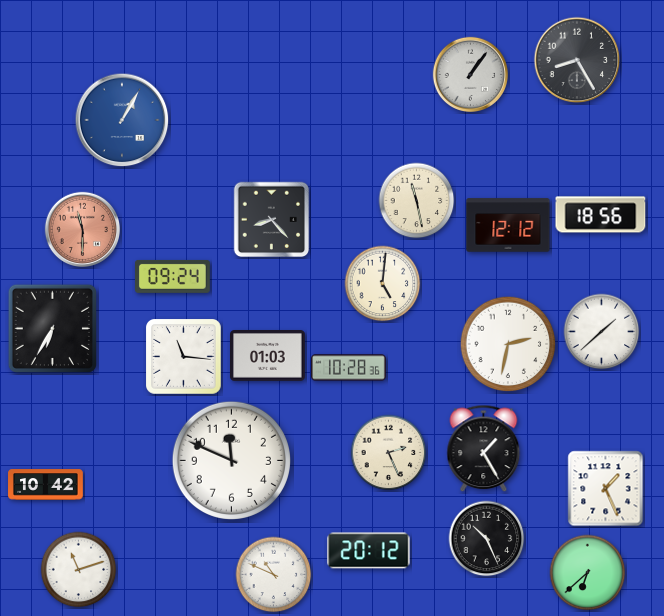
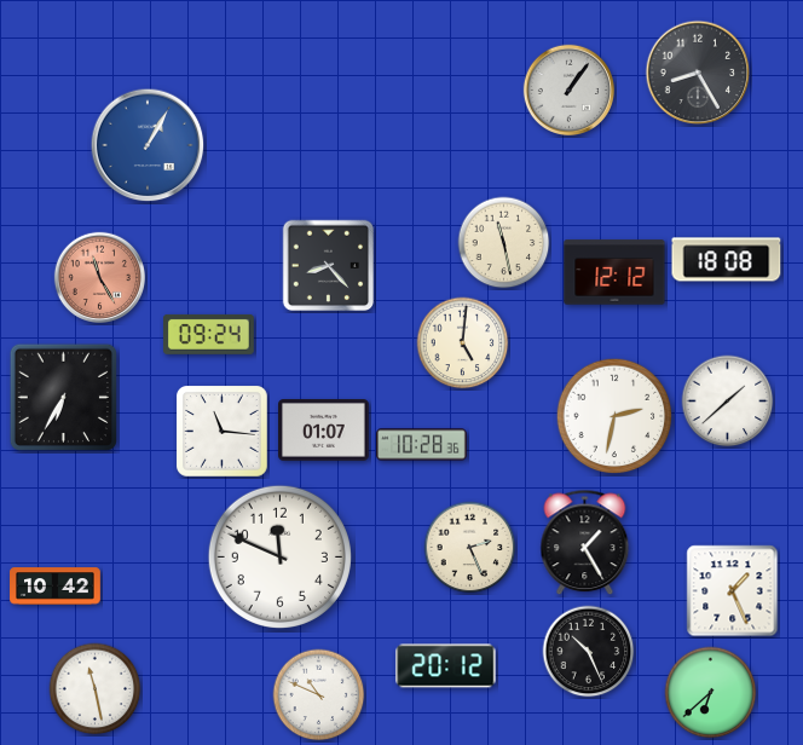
clock at (601, 215): 18:56 -> 18:08
clock at (82, 229): 11:30 -> 11:25
clock at (268, 356): 01:03 -> 01:07
clock at (79, 570): 11:12 -> 11:28
clock at (274, 575) position: (274, 575) -> (319, 695)
